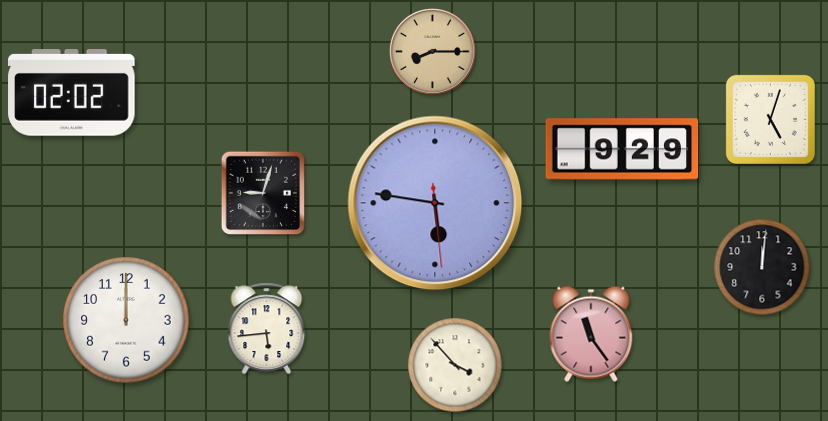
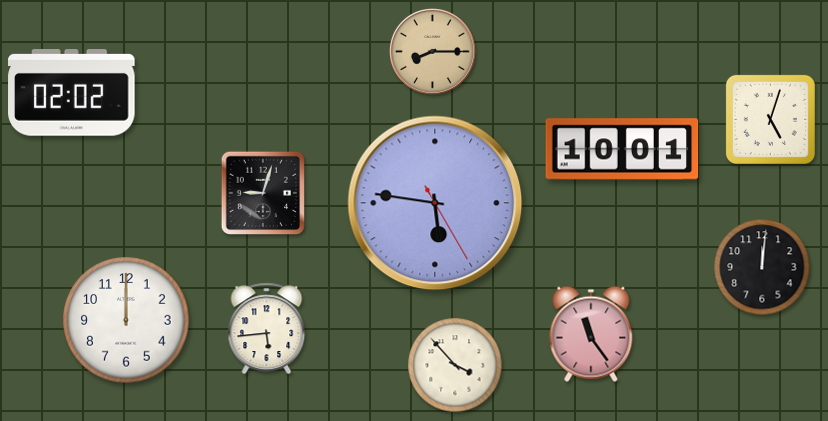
clock at (622, 149): 9:29 -> 10:01
clock at (435, 203): 5:46:29 -> 5:46:25
